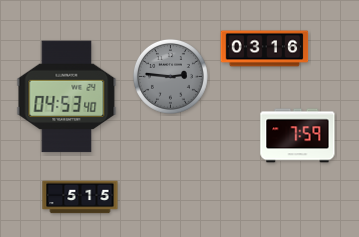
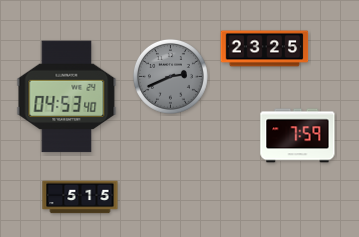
clock at (265, 49): 03:16 -> 23:25
clock at (170, 76): 2:46 -> 2:41
